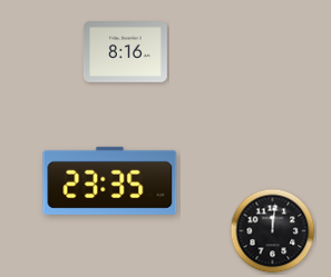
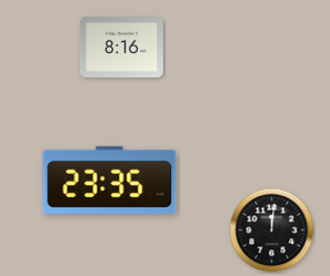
clock at (125, 52) position: (125, 52) -> (121, 48)
